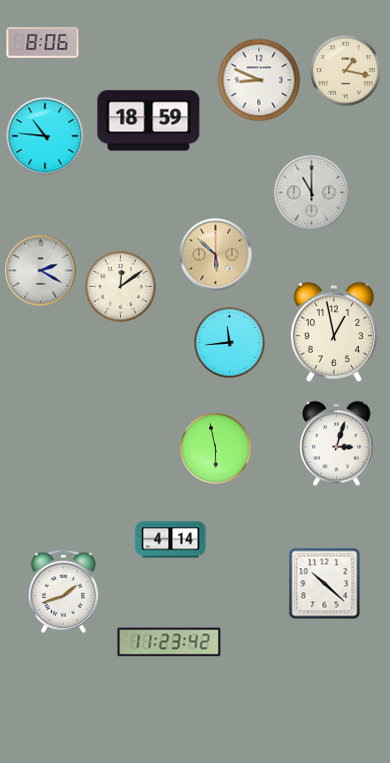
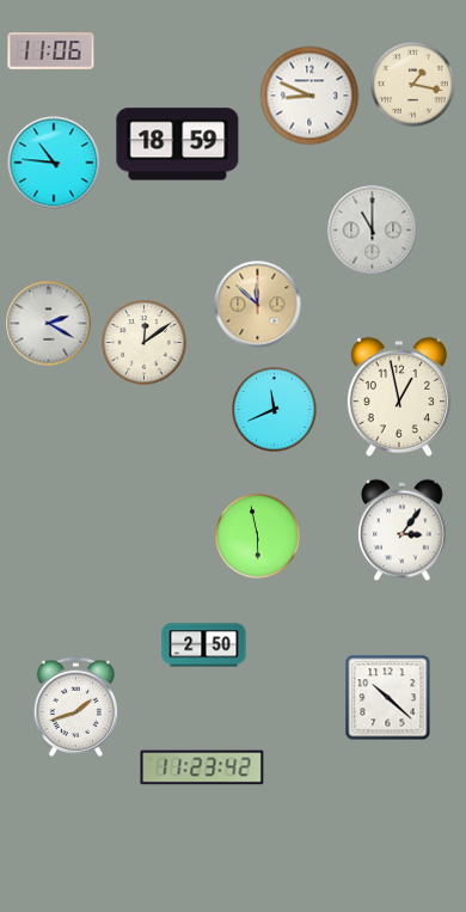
clock at (43, 43): 8:06 -> 11:06
clock at (216, 255): 5:52 -> 11:52
clock at (230, 343): 11:44 -> 11:41
clock at (337, 444): 3:03 -> 3:06
clock at (171, 540): 4:14 -> 2:50
